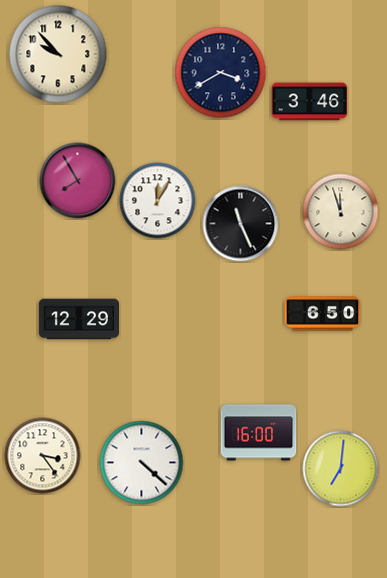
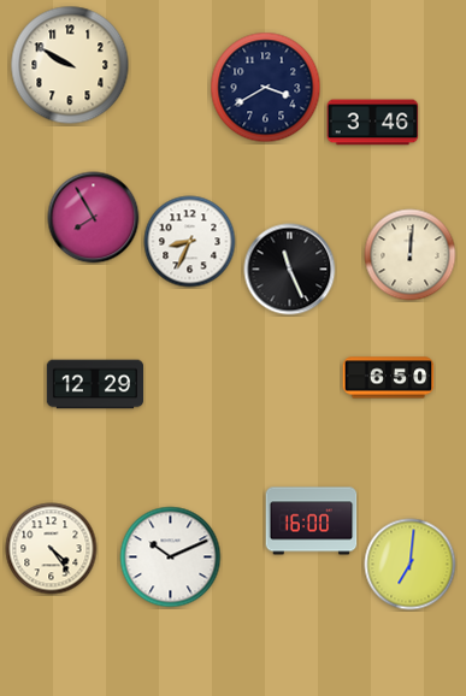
clock at (58, 54): 9:53 -> 9:50
clock at (158, 201): 12:05 -> 8:34
clock at (341, 212): 11:57 -> 12:01
clock at (43, 456): 3:24 -> 4:24
clock at (142, 463): 4:22 -> 10:11
